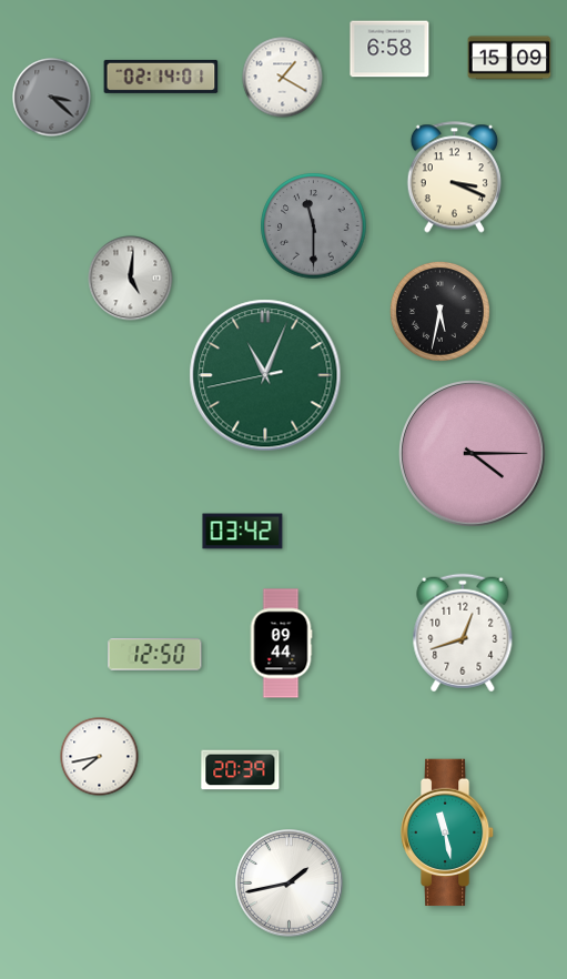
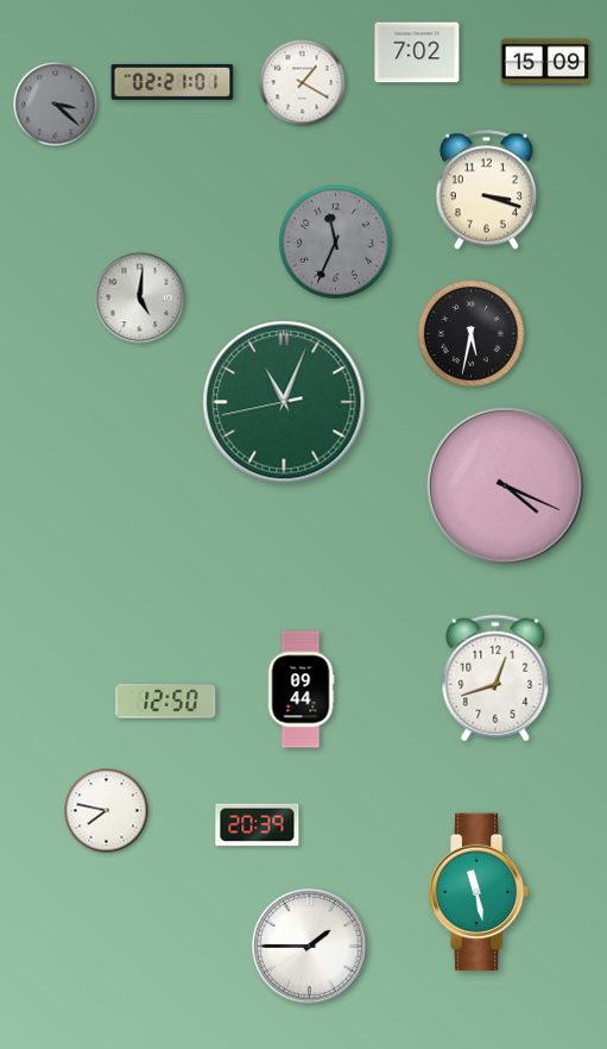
clock at (389, 49): 6:58 -> 7:02
clock at (161, 77): 02:14 -> 02:21
clock at (454, 178): 3:19 -> 3:18
clock at (314, 226): 11:30 -> 11:34
clock at (473, 454): 4:15 -> 4:19
clock at (243, 532): 03:42 -> none
clock at (100, 757): 7:43 -> 7:47
clock at (290, 884): 1:43 -> 1:45
